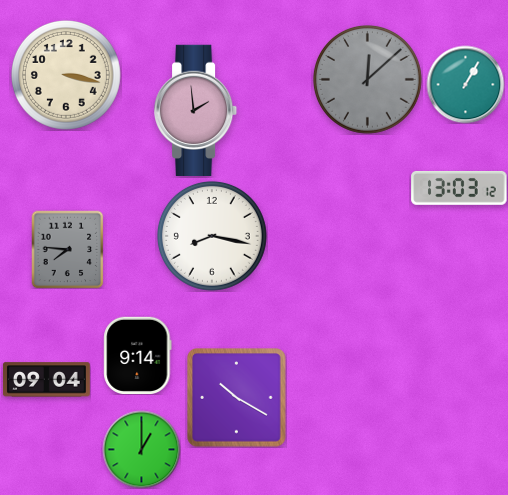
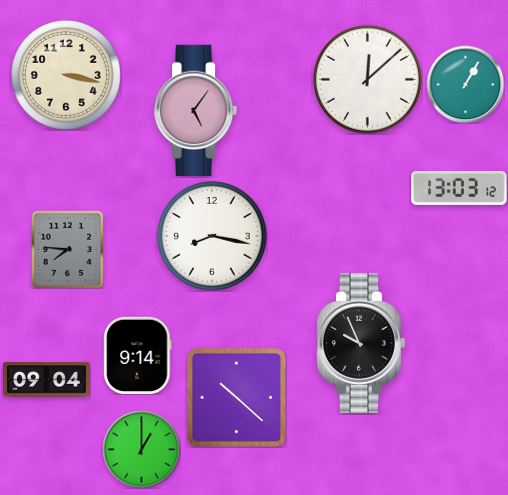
clock at (367, 79) dial: grey -> white
clock at (197, 110): 1:59 -> 5:06
clock at (360, 343): none -> 9:56
clock at (237, 398): 10:20 -> 10:22
